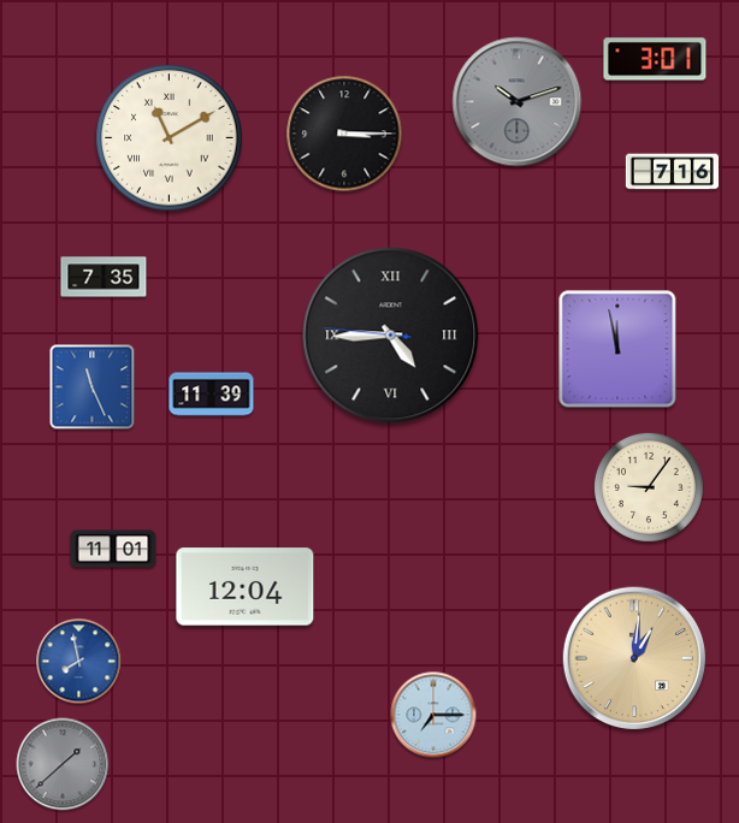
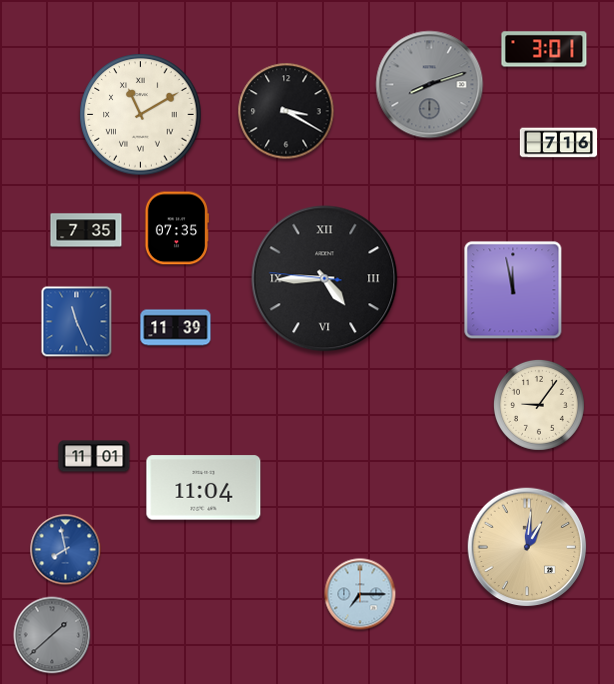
clock at (518, 102): 10:12 -> 8:12
clock at (344, 134): 3:15 -> 3:20
clock at (176, 228): none -> 07:35
clock at (246, 587): 12:04 -> 11:04
